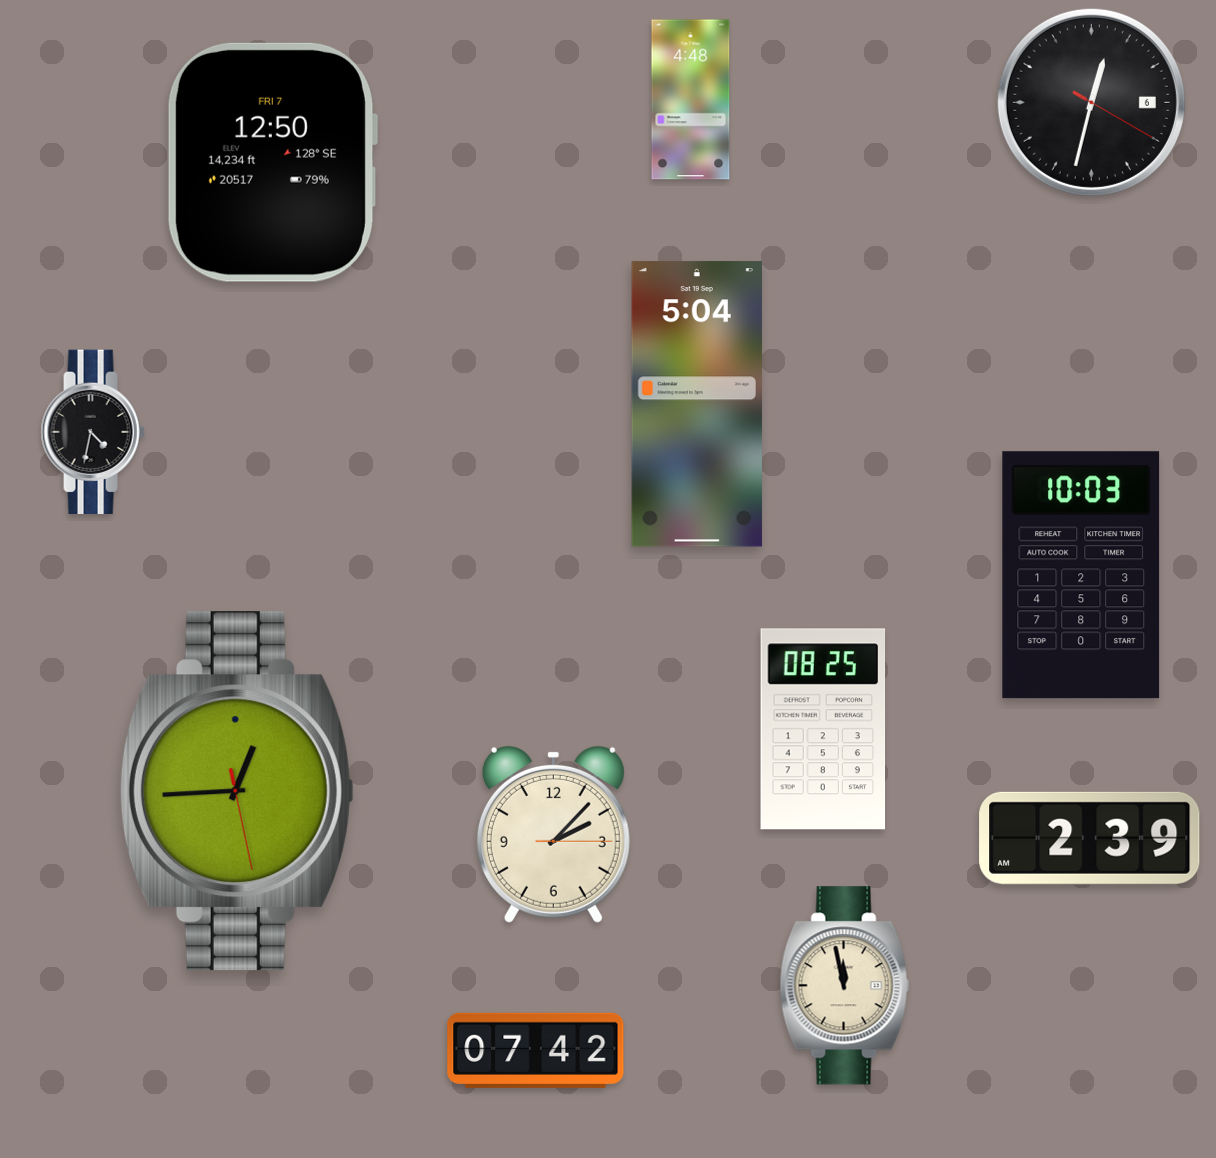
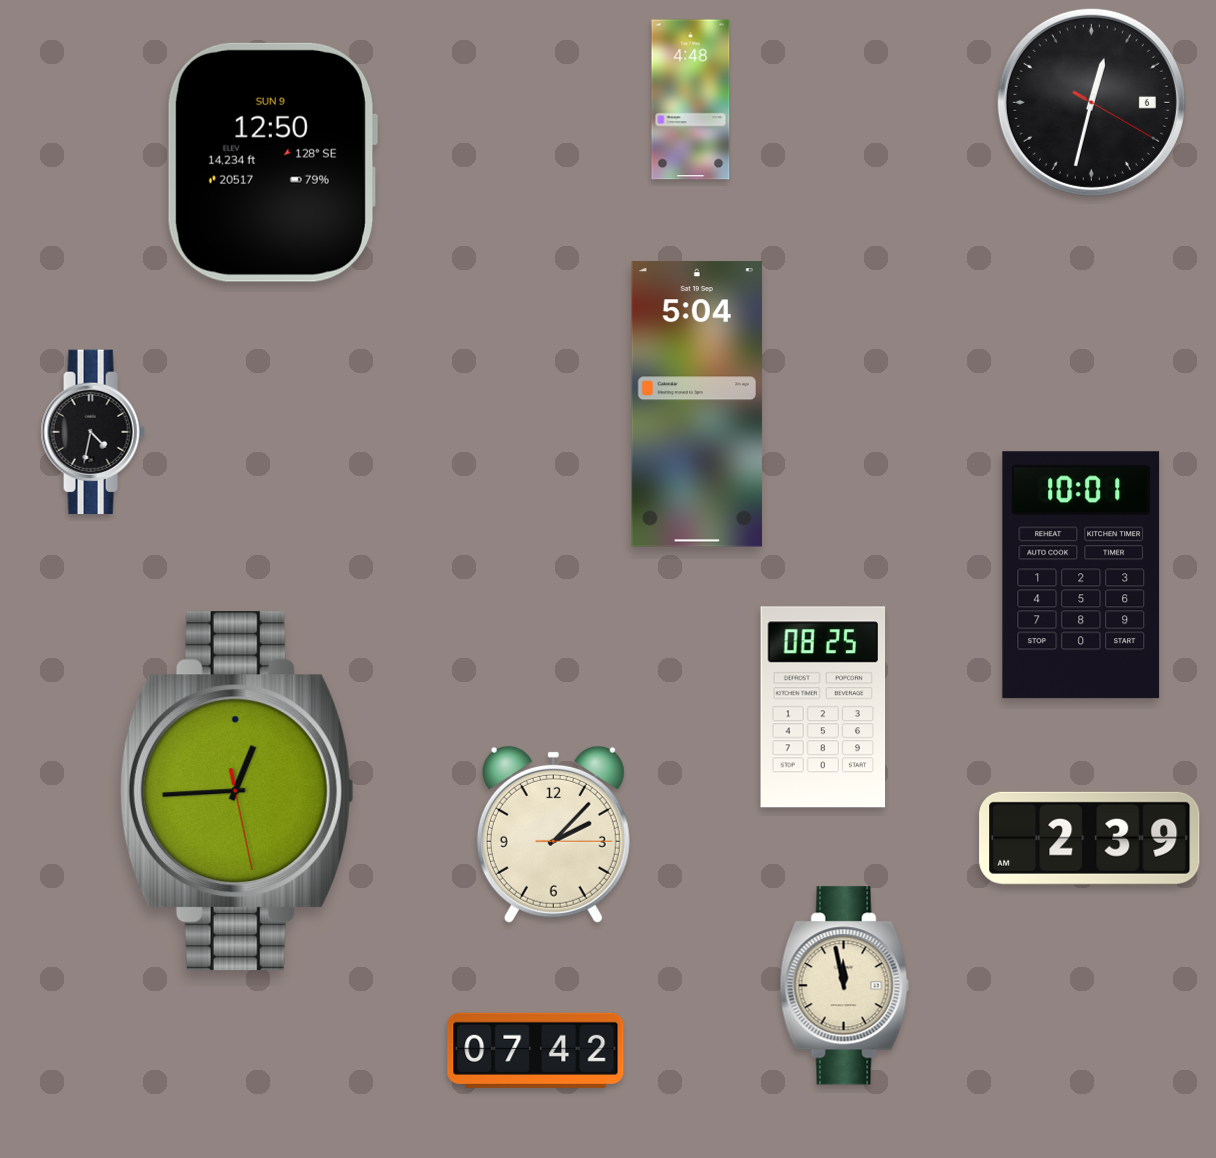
clock at (272, 162) date: FRI 7 -> SUN 9
clock at (1081, 575): 10:03 -> 10:01
clock at (823, 729) position: (823, 729) -> (823, 707)
